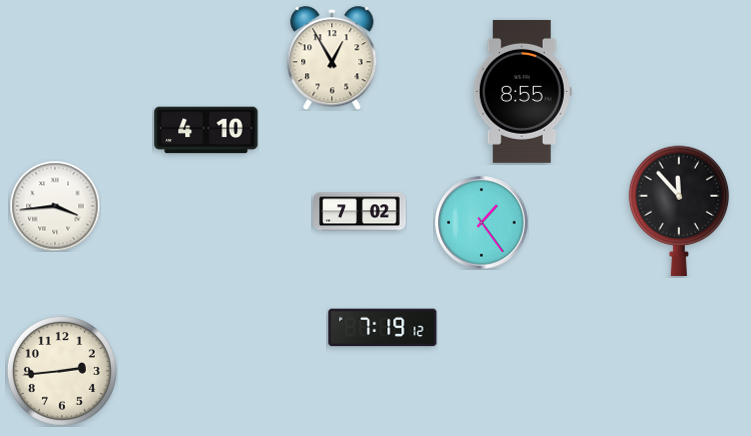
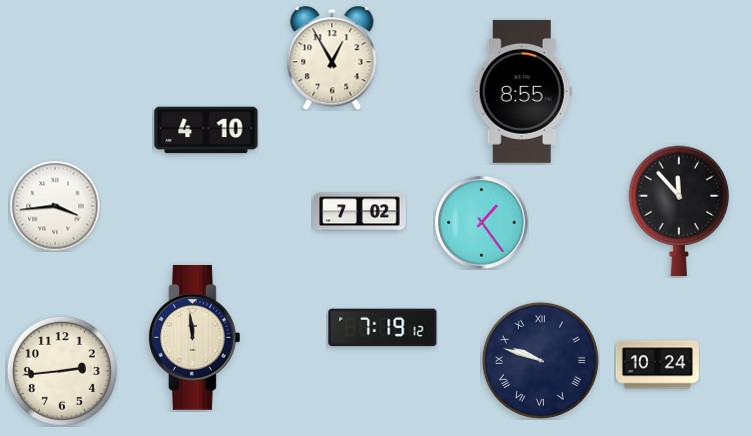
clock at (194, 337): none -> 11:59
clock at (540, 360): none -> 9:48
clock at (657, 365): none -> 10:24
